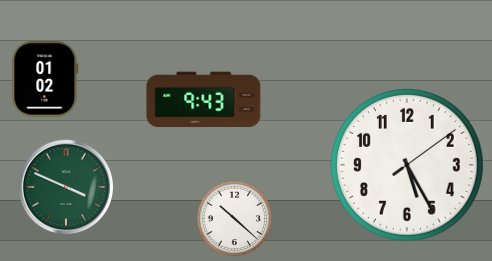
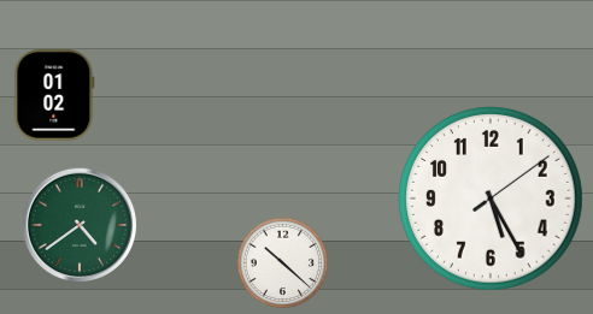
clock at (204, 100): 9:43 -> none
clock at (66, 187): 3:49 -> 4:39
